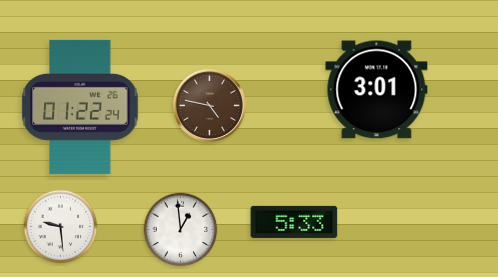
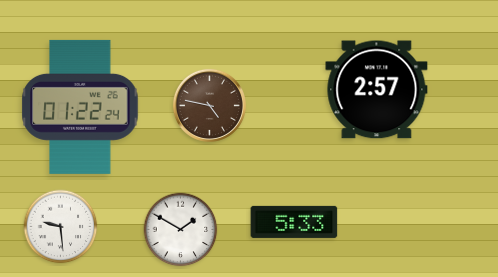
clock at (377, 90): 3:01 -> 2:57
clock at (181, 230): 12:59 -> 1:50
